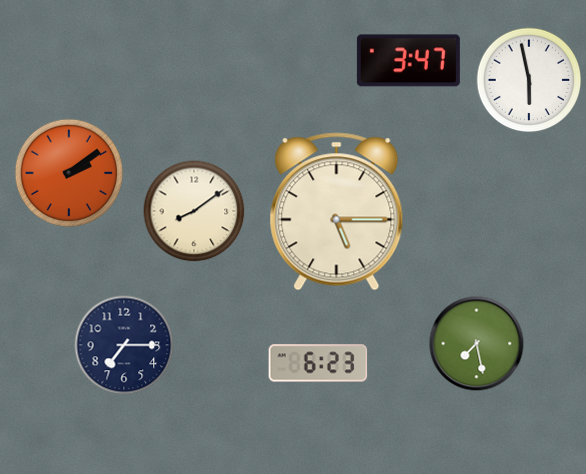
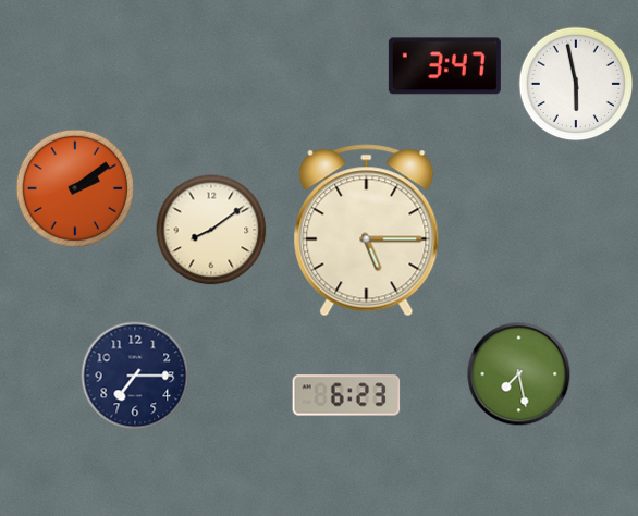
clock at (529, 80) position: (529, 80) -> (576, 84)
